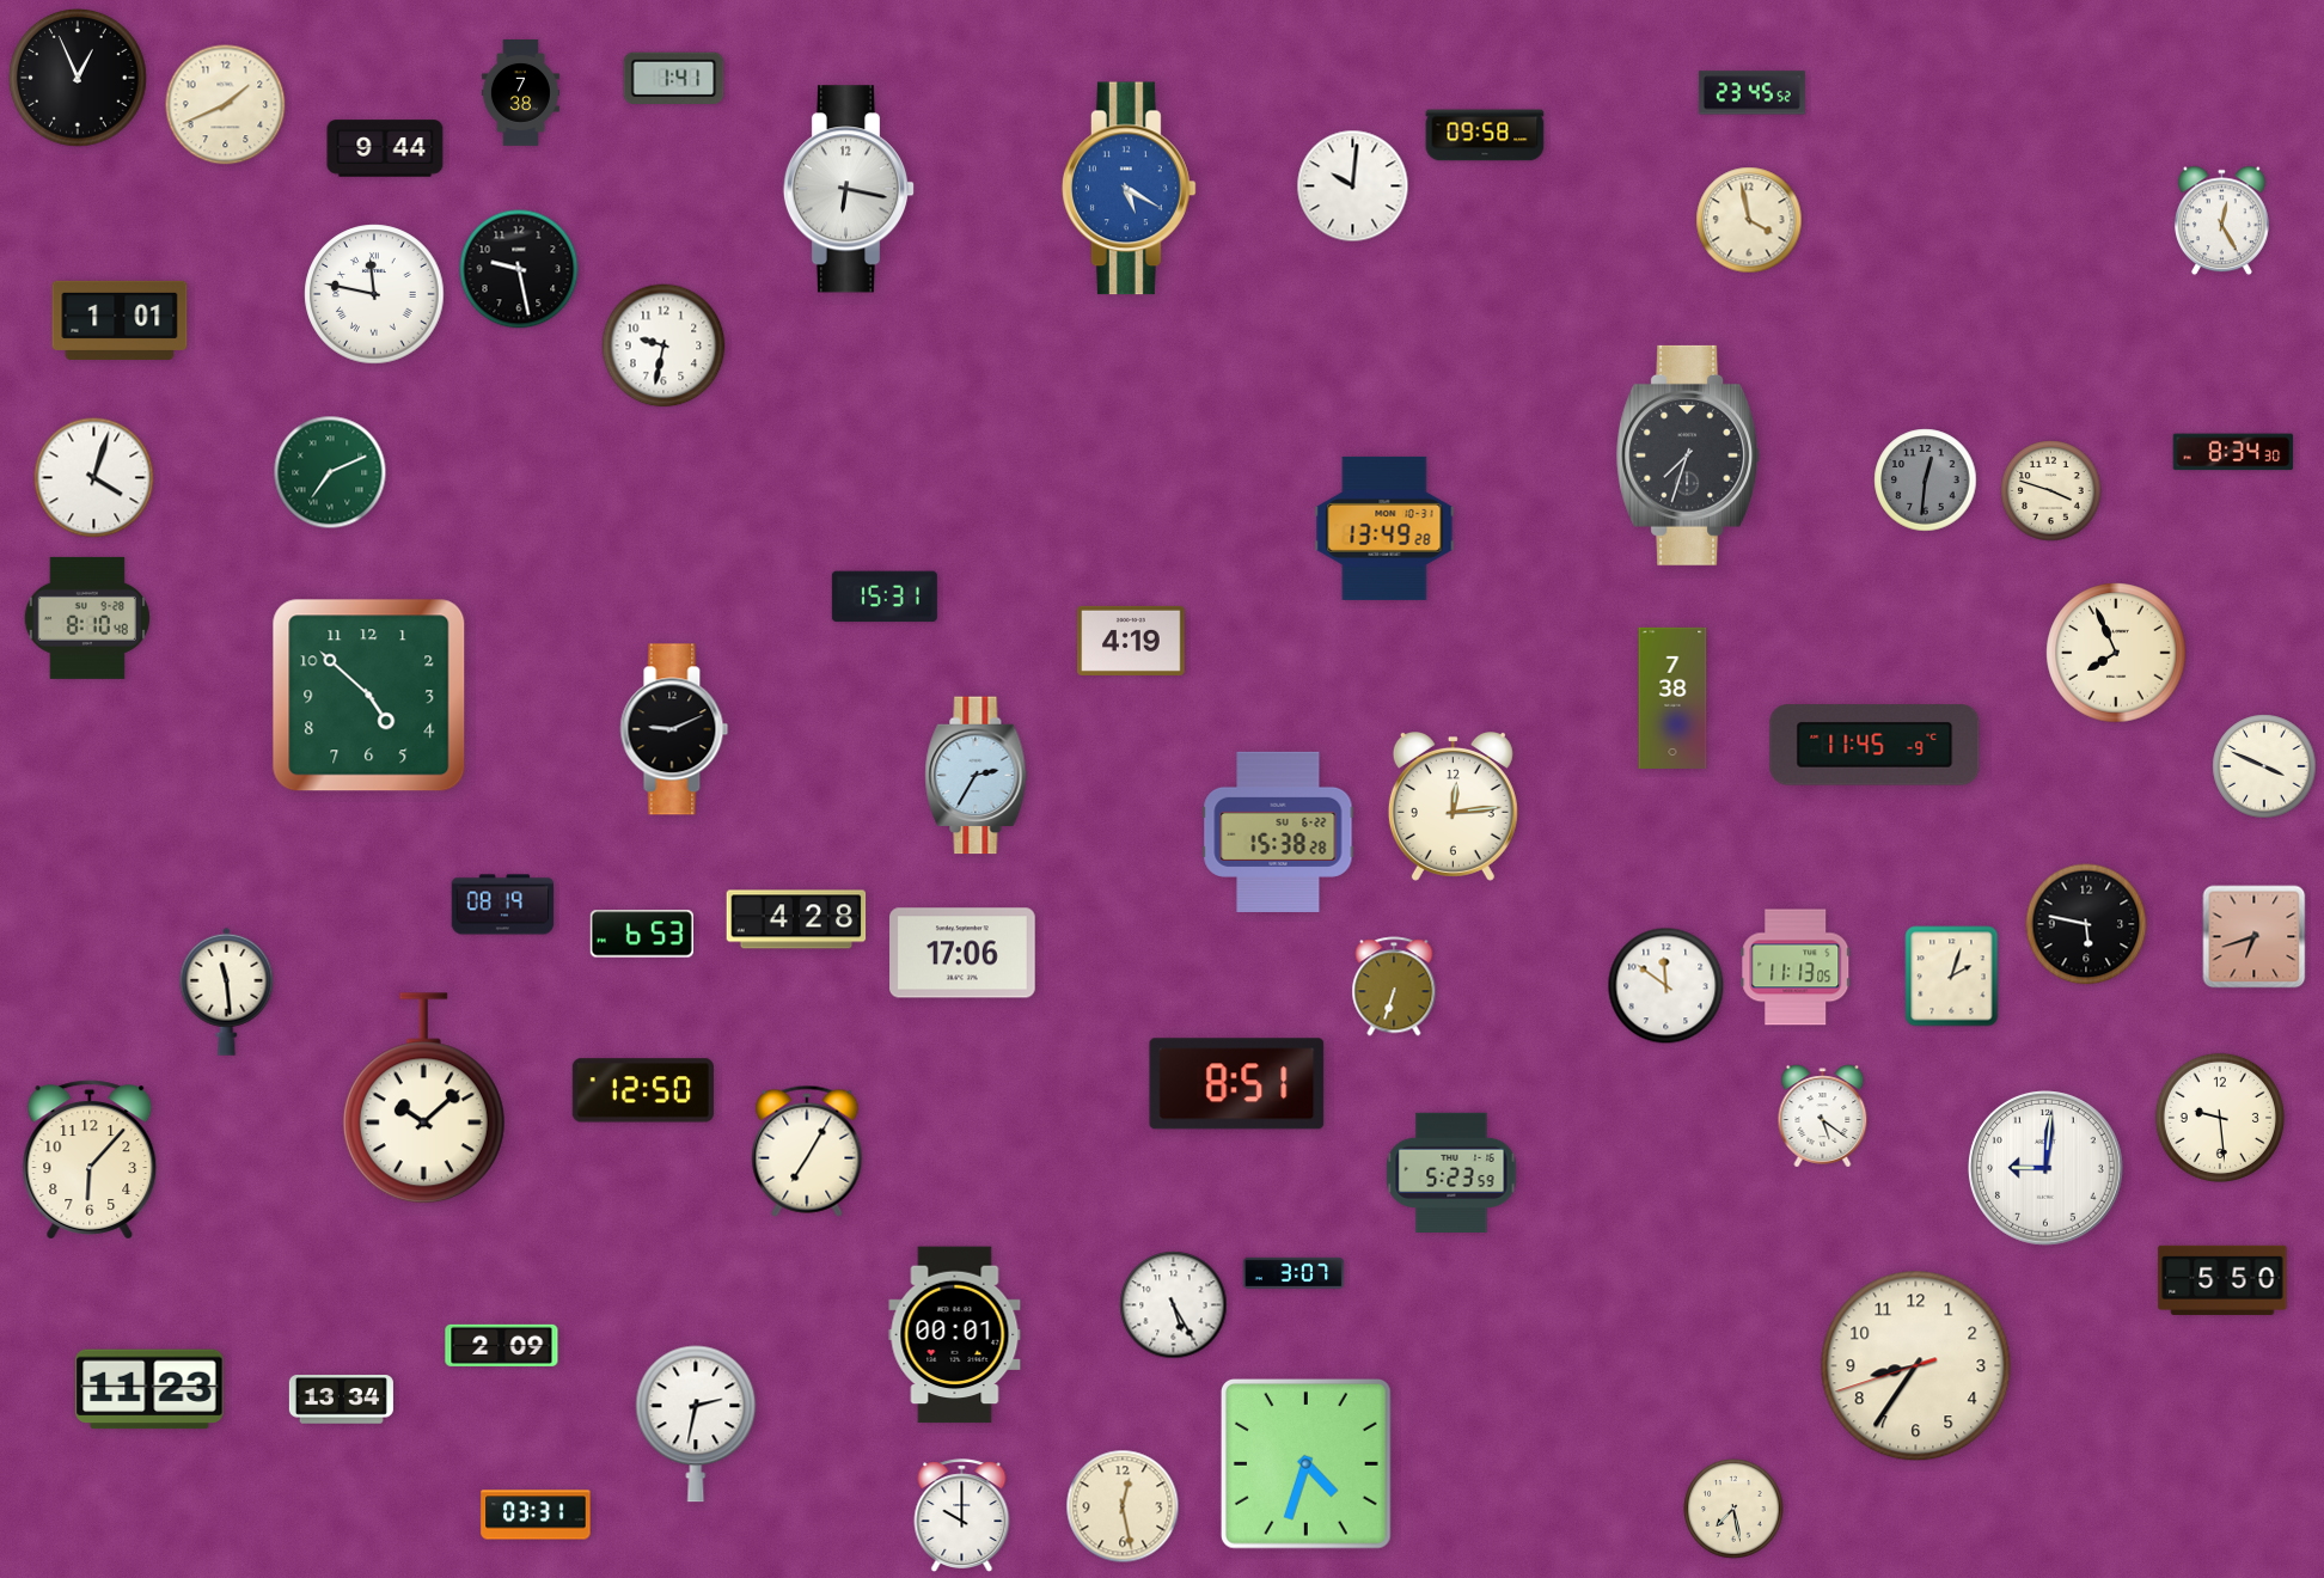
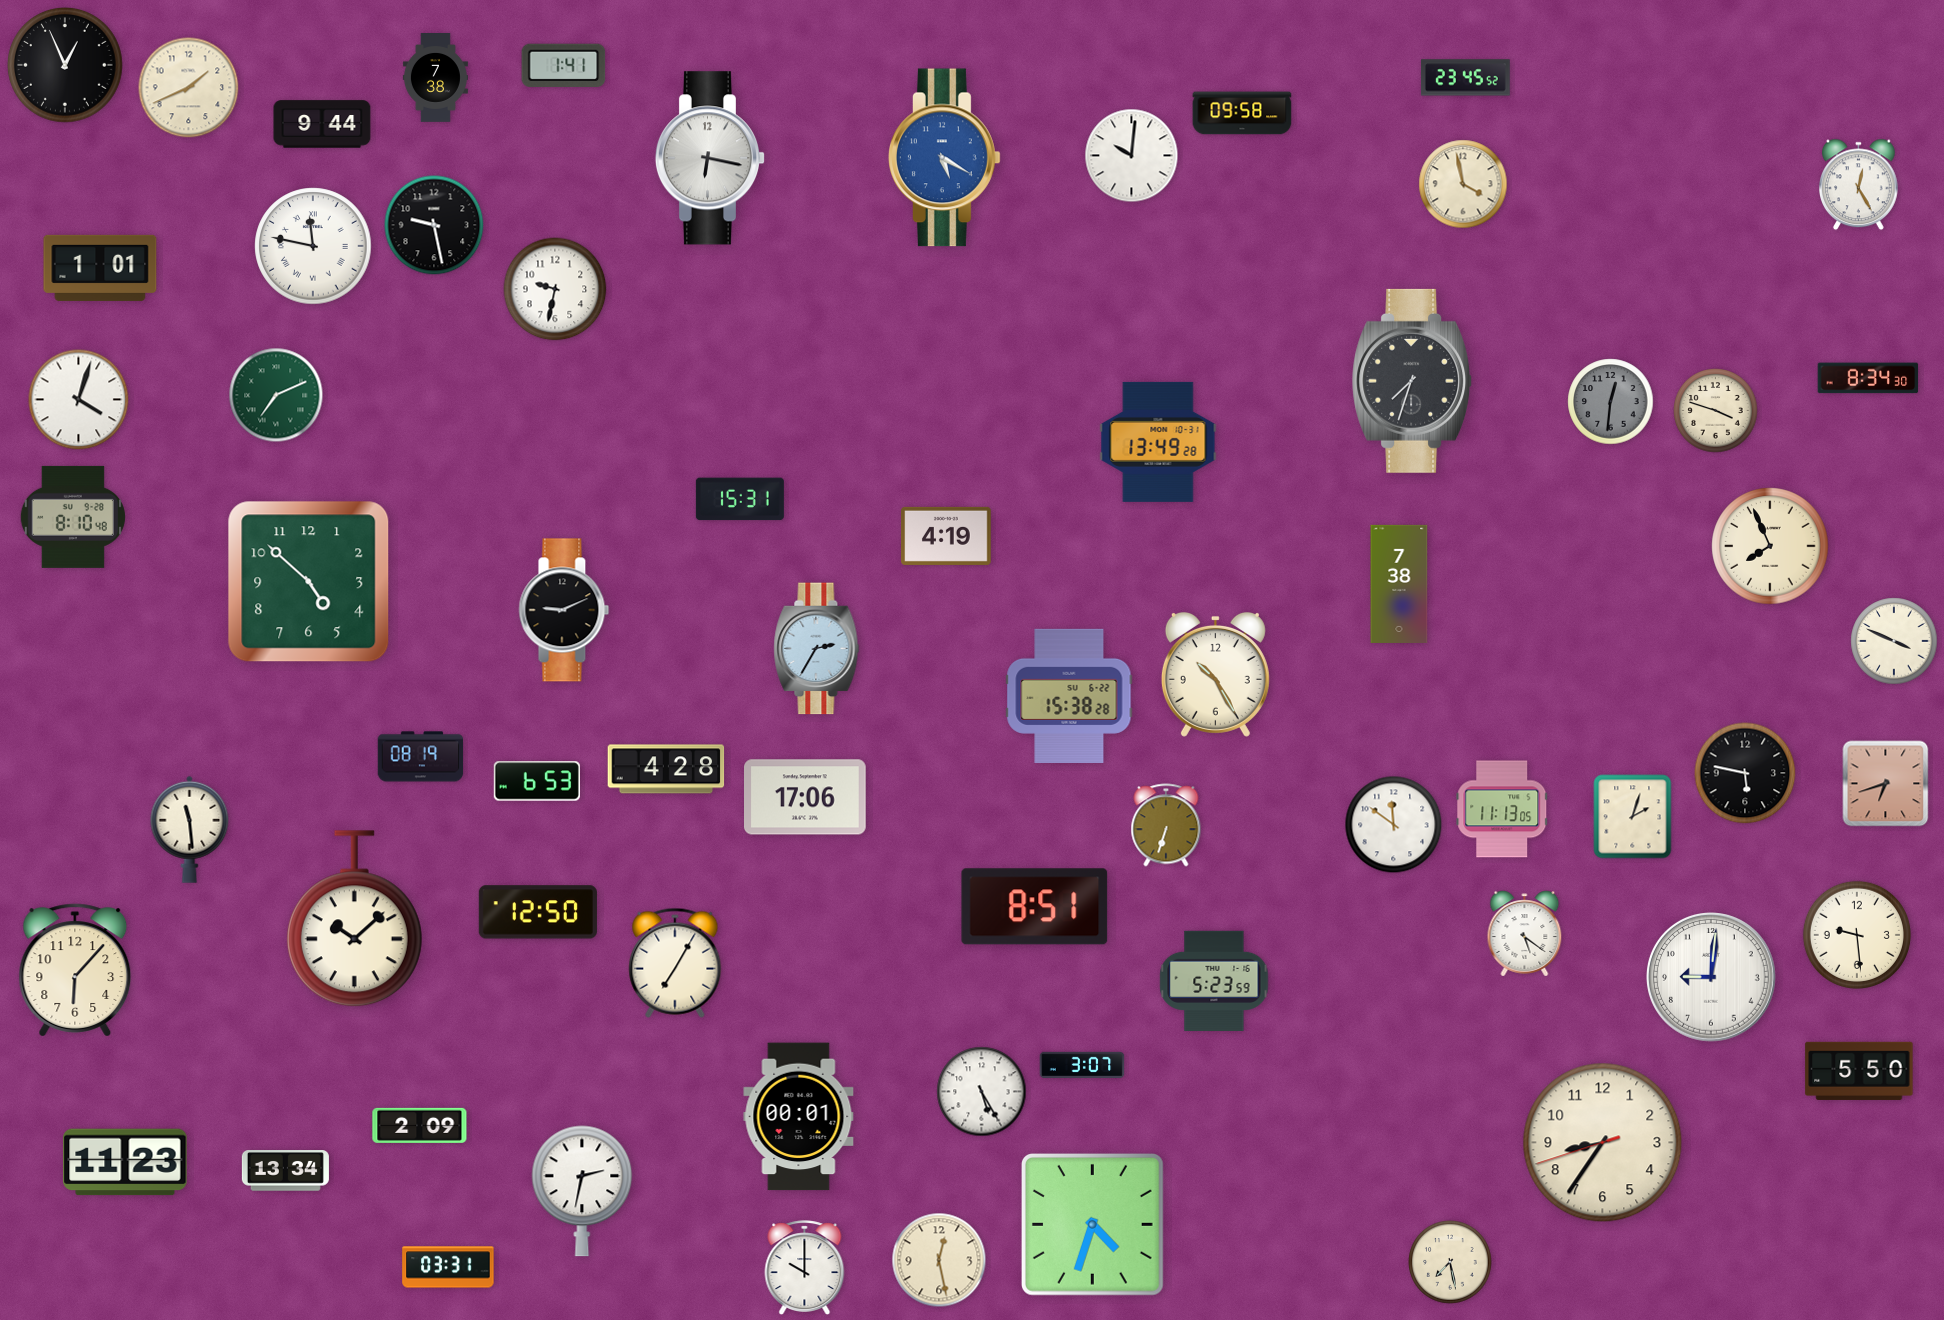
clock at (1875, 745): 11:45 -> none
clock at (1452, 806): 12:14 -> 10:25
